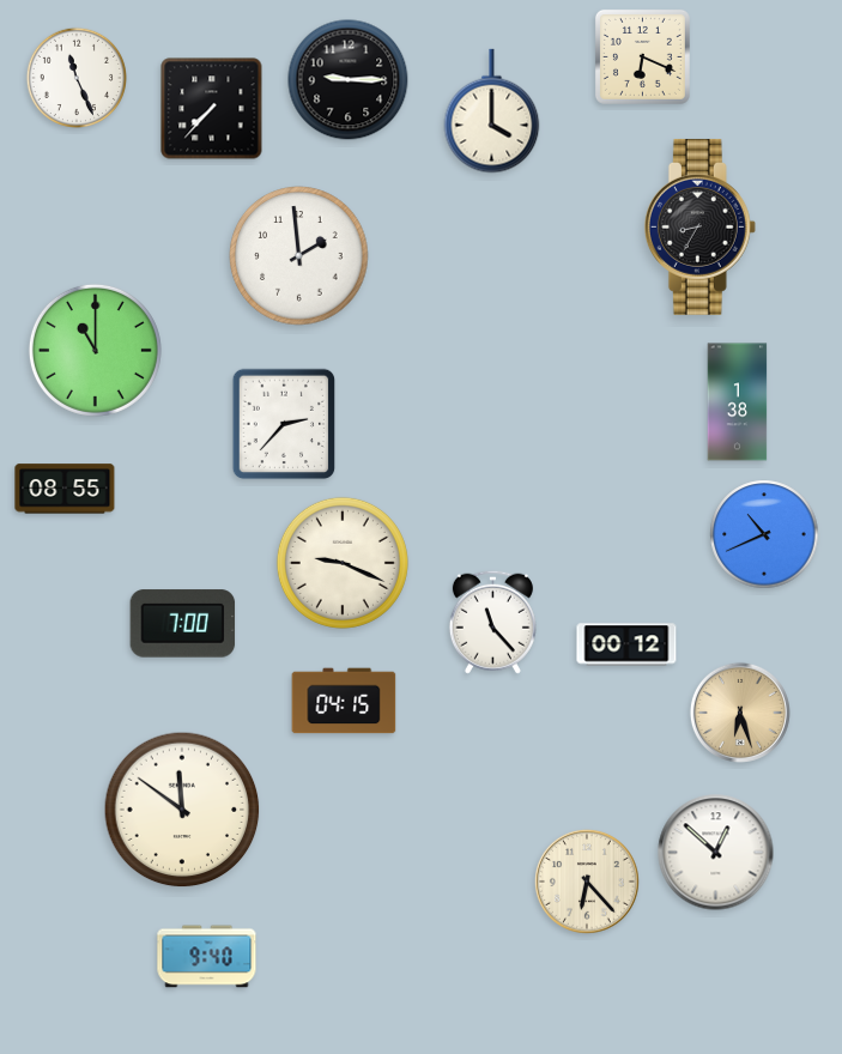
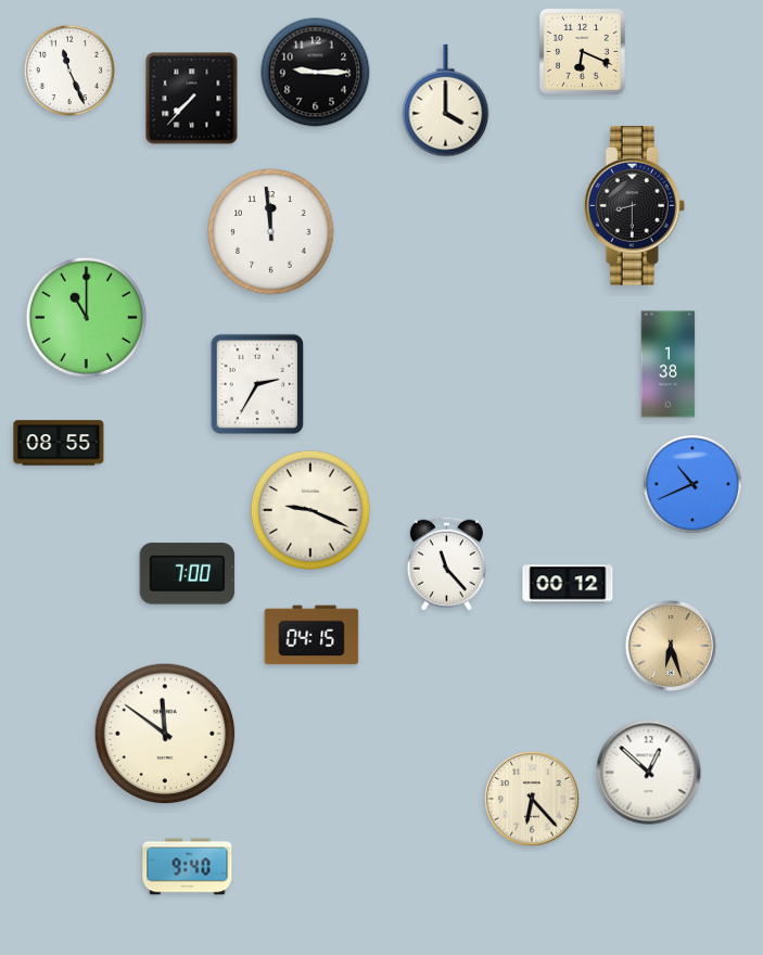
clock at (699, 226): 8:35 -> 8:30
clock at (299, 256): 1:59 -> 11:59
clock at (284, 424): 2:37 -> 2:35
clock at (183, 624) position: (183, 624) -> (188, 574)
